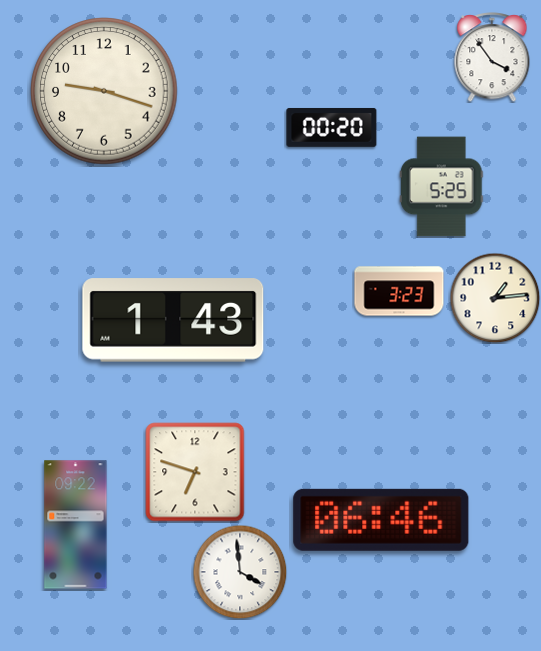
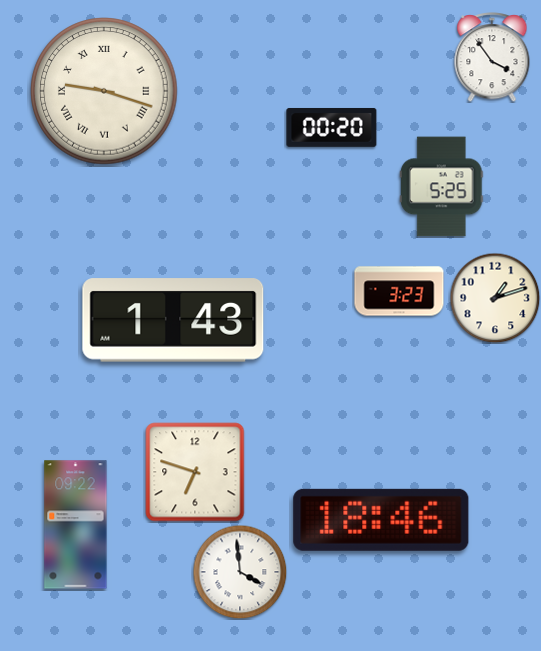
clock at (104, 91) numerals: Arabic -> Roman
clock at (495, 298): 1:14 -> 1:12
clock at (381, 520): 06:46 -> 18:46
